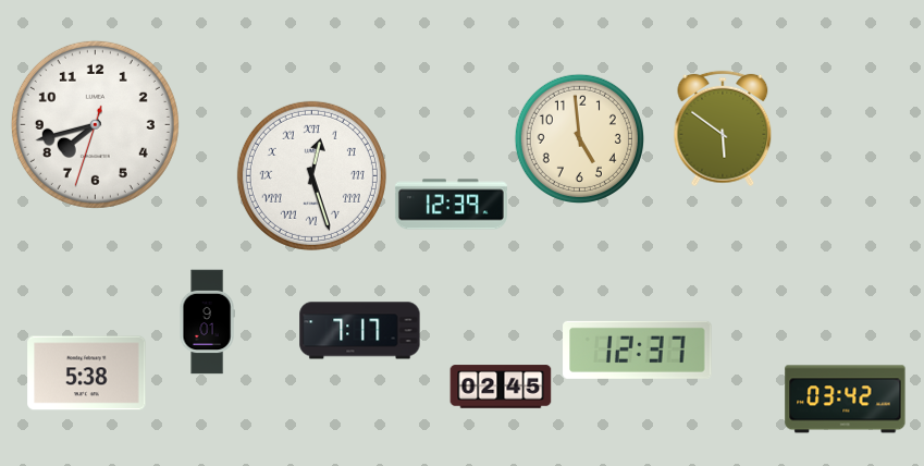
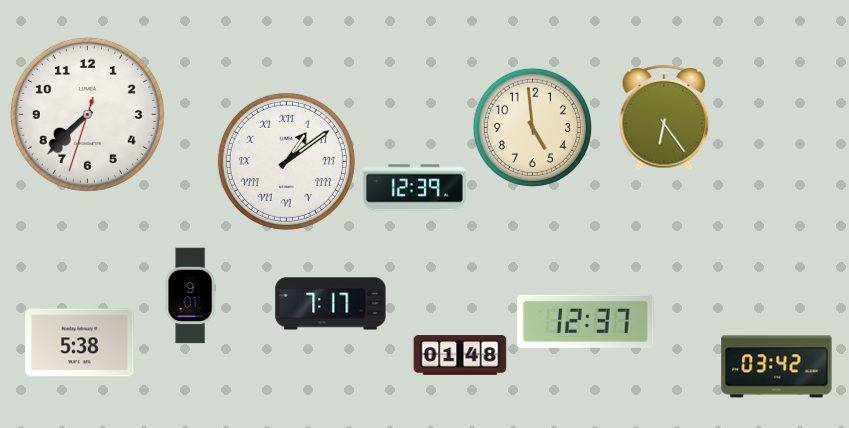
clock at (95, 124): 7:42 -> 7:37
clock at (723, 128): 5:51 -> 6:24
clock at (311, 175): 12:27 -> 1:09
clock at (501, 387): 02:45 -> 01:48
